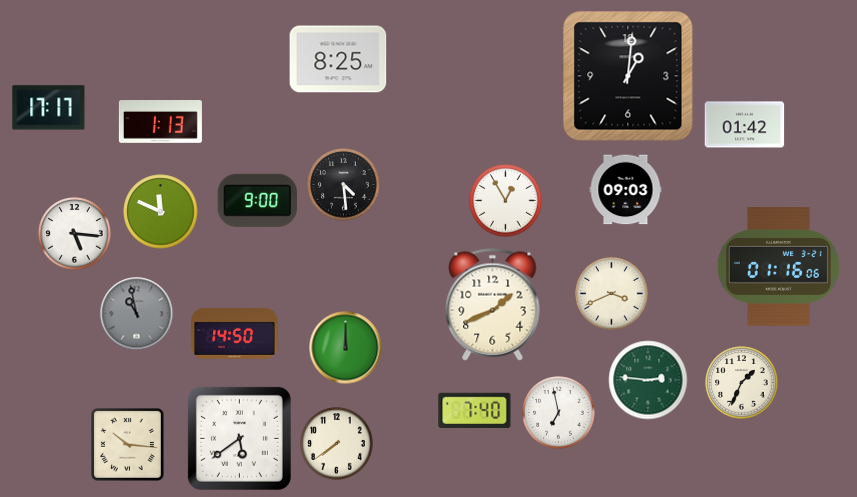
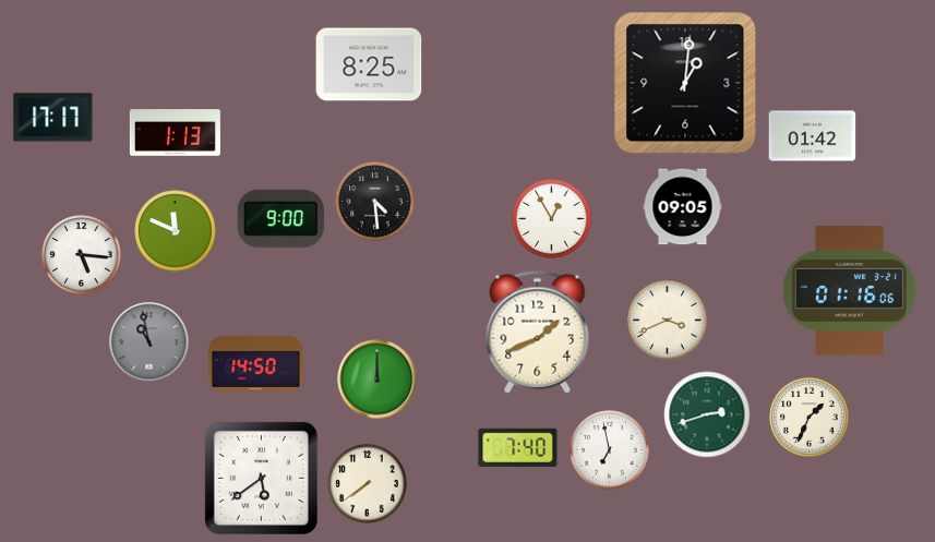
clock at (626, 190): 09:03 -> 09:05
clock at (648, 380): 2:46 -> 2:42
clock at (128, 445): 10:16 -> none
